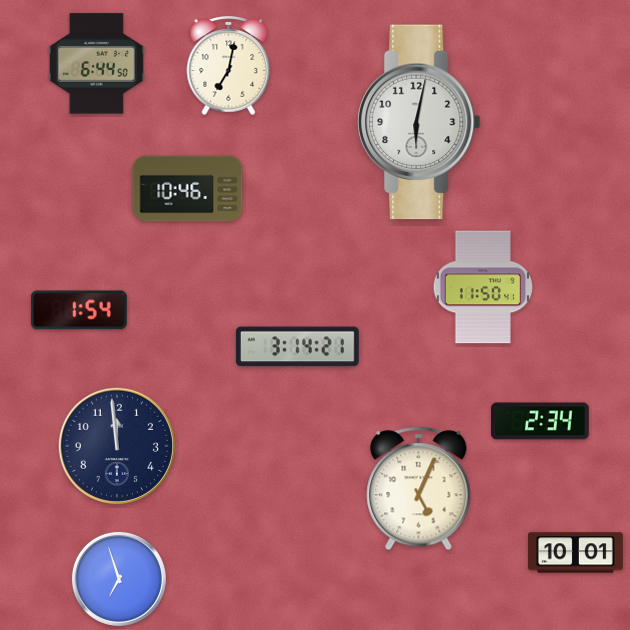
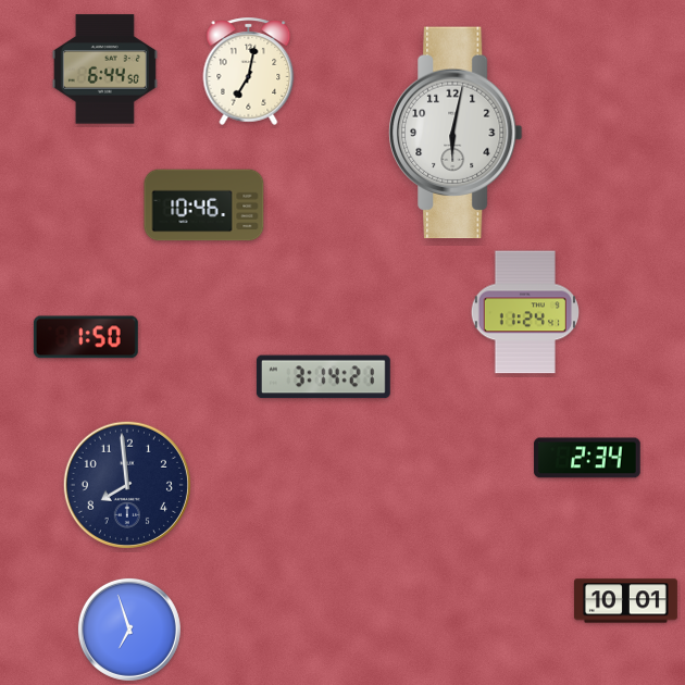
clock at (482, 287): 11:50 -> 11:24
clock at (79, 310): 1:54 -> 1:50
clock at (117, 446): 11:59 -> 7:59
clock at (419, 489): 5:04 -> none
